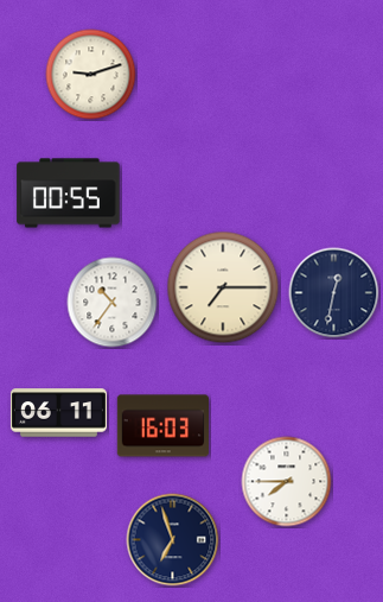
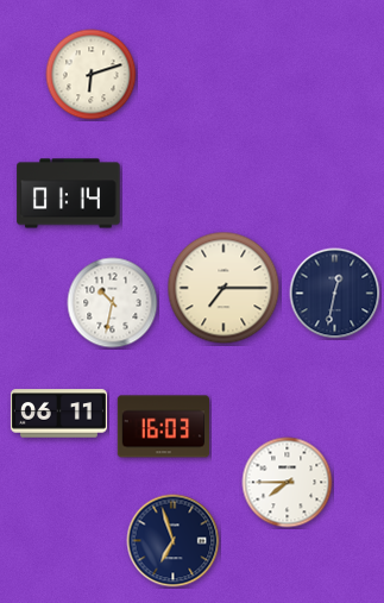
clock at (91, 75): 9:12 -> 6:12
clock at (69, 194): 00:55 -> 01:14
clock at (113, 303): 10:36 -> 10:32
